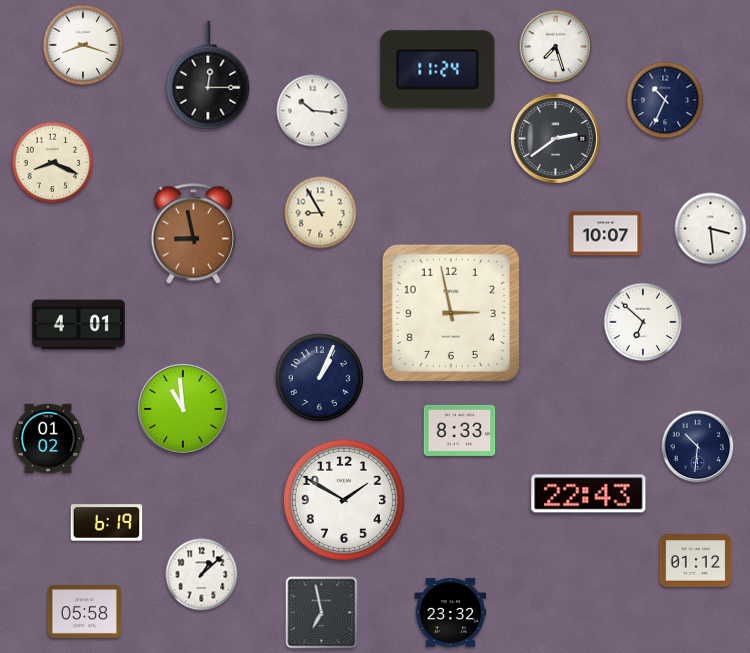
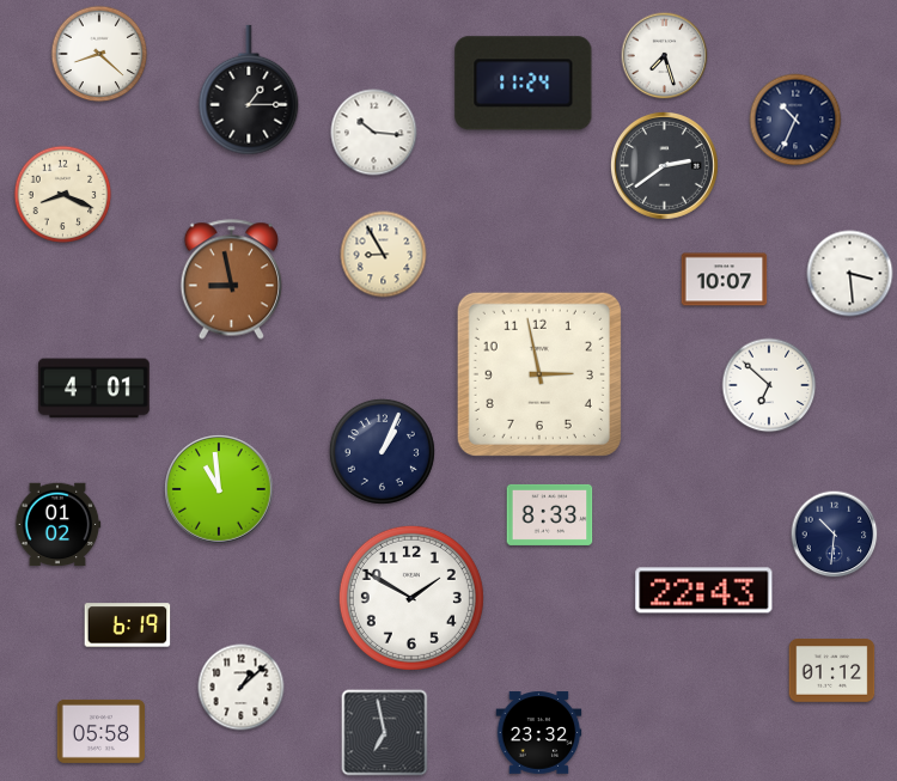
clock at (83, 45): 8:18 -> 8:22
clock at (208, 75): 12:15 -> 1:15
